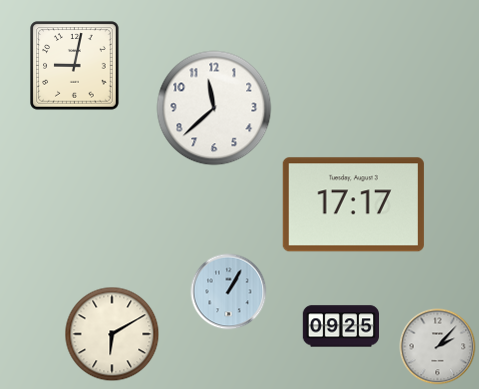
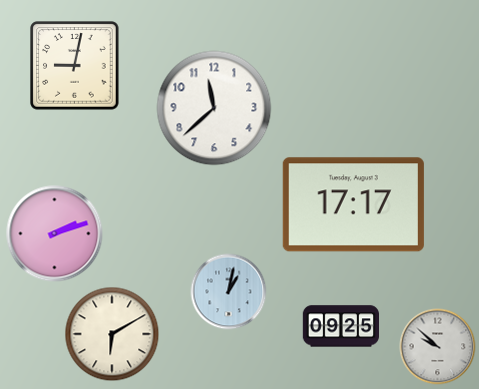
clock at (55, 234): none -> 2:12
clock at (229, 292): 1:05 -> 1:02
clock at (438, 347): 2:07 -> 9:52
